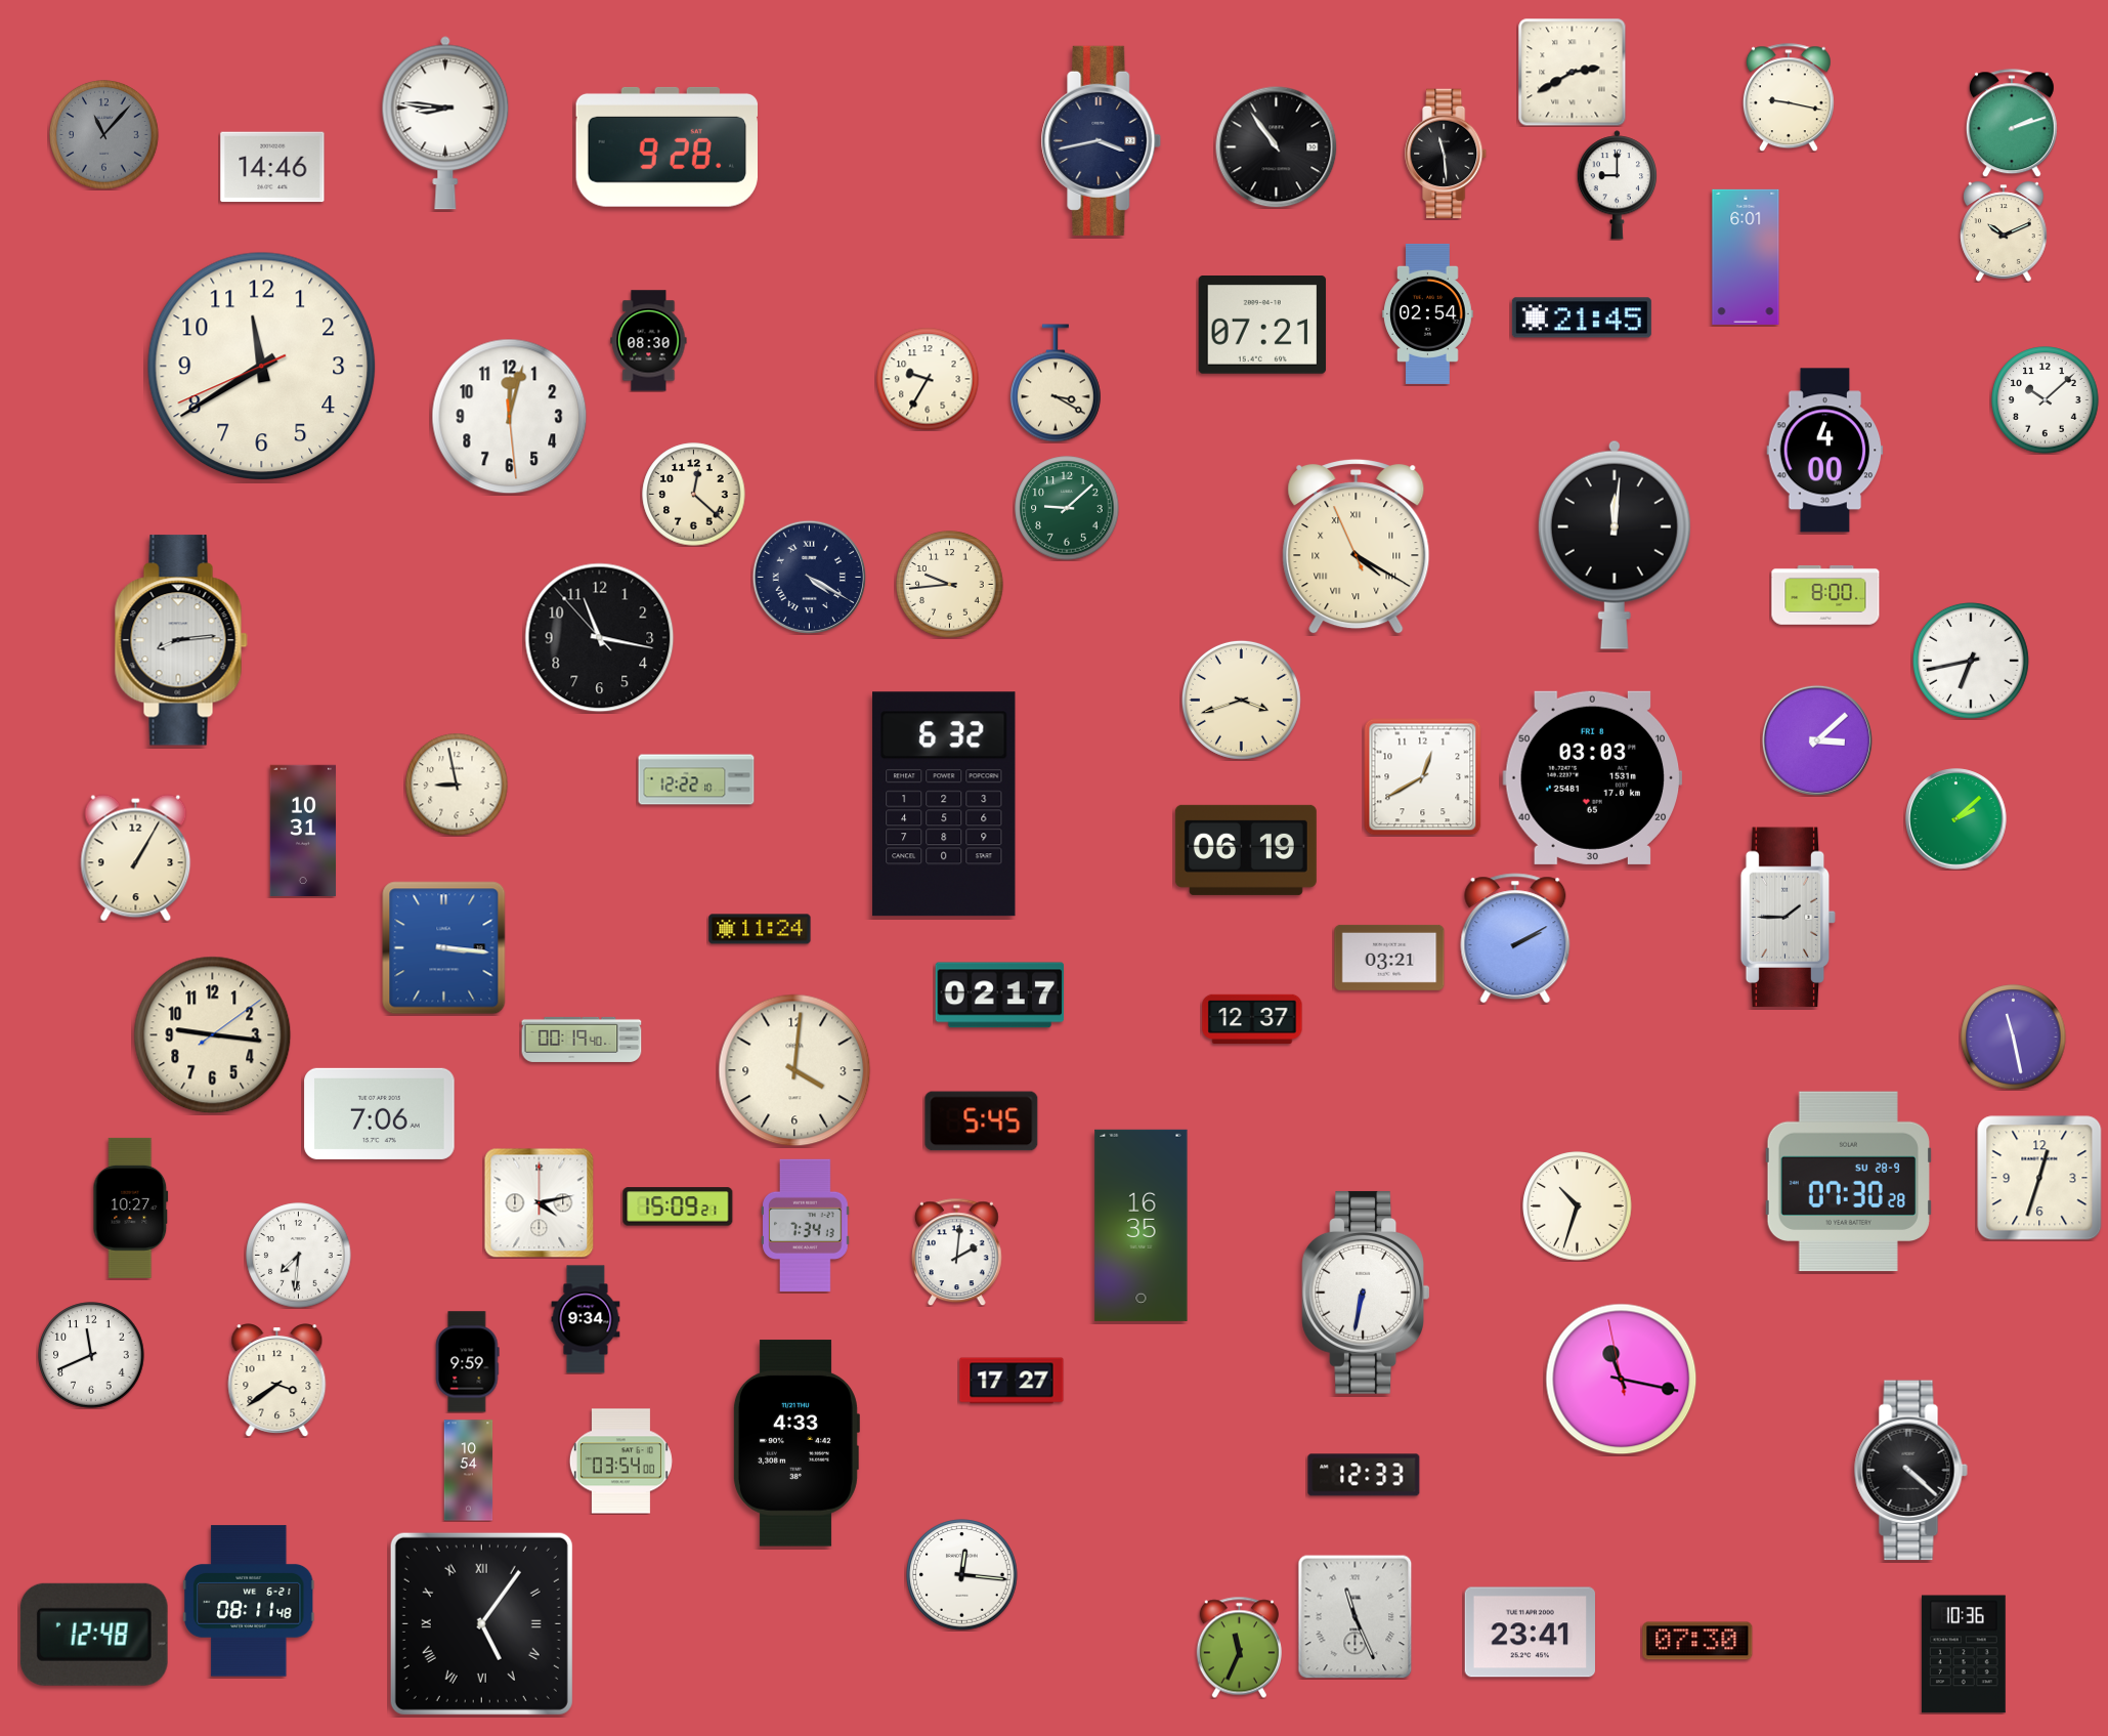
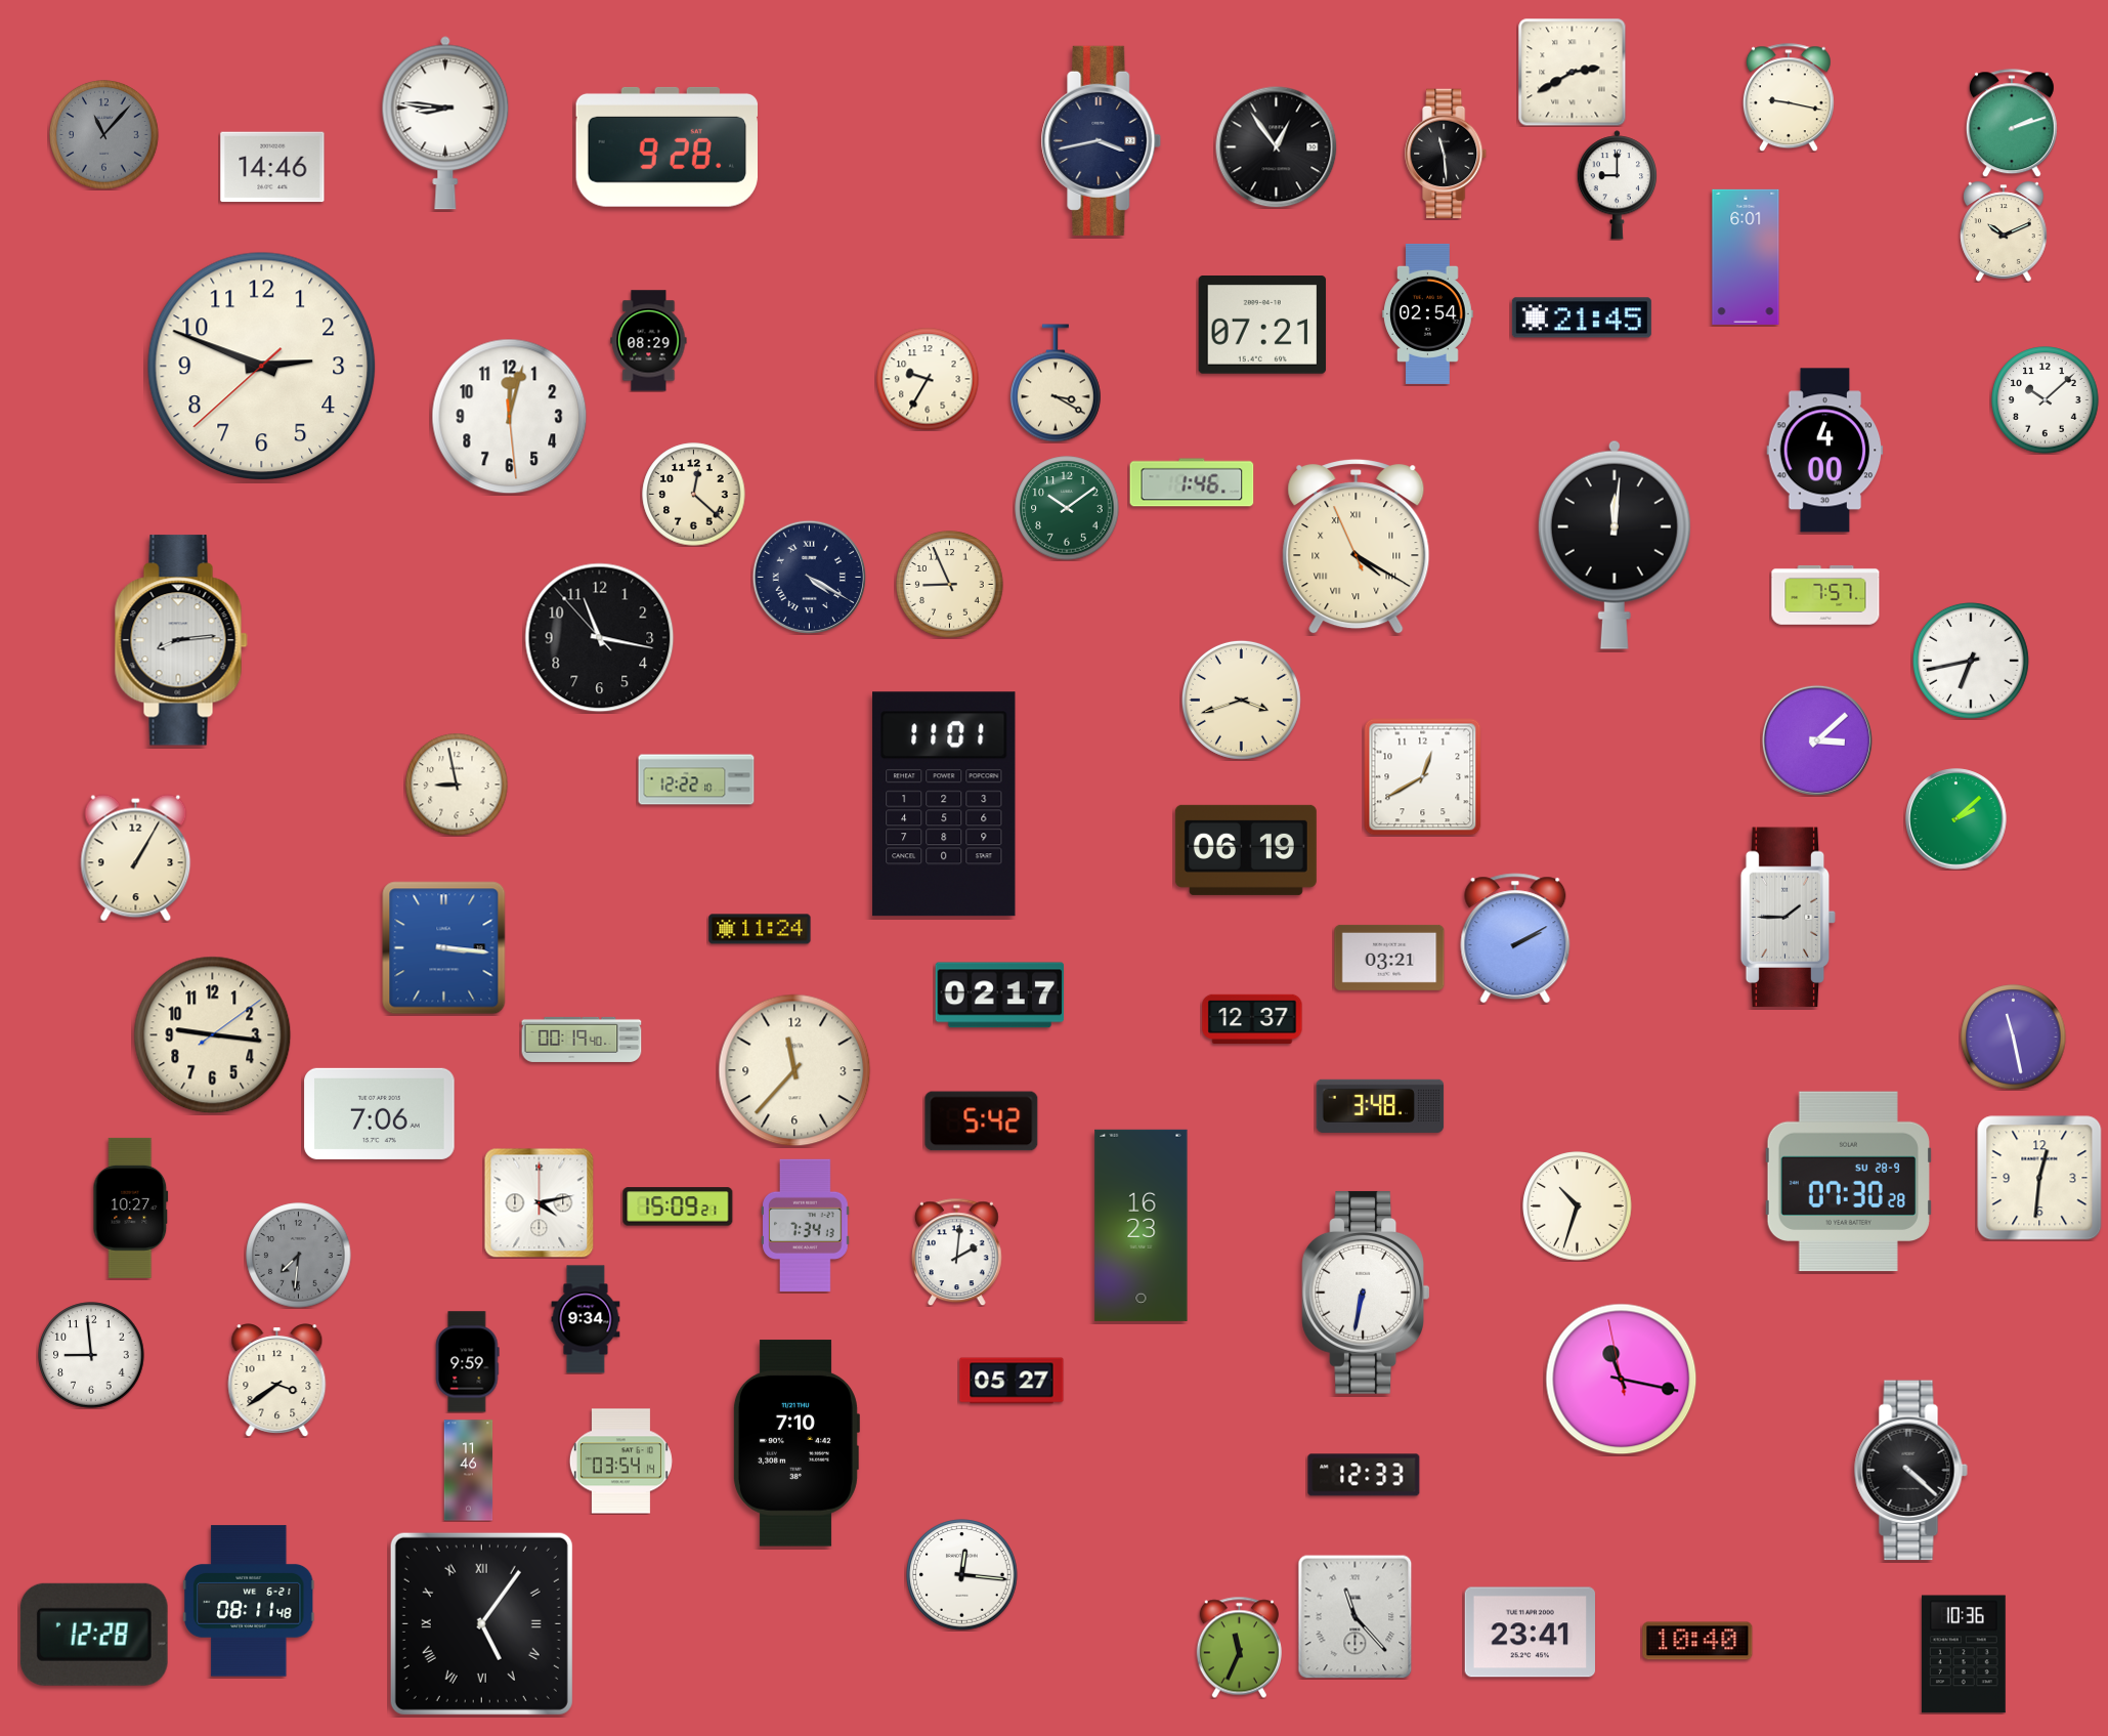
clock at (1277, 147): 10:54 -> 12:54
clock at (649, 341): 08:30 -> 08:29
clock at (262, 367): 11:39 -> 2:48
clock at (1192, 482): none -> 1:46
clock at (1067, 508): 9:08 -> 10:09
clock at (950, 585): 9:44 -> 8:56
clock at (1825, 595): 8:00 -> 7:57
clock at (1593, 777): 03:03 -> none
clock at (944, 804): 6:32 -> 11:01
clock at (302, 831): 10:31 -> none
clock at (794, 1070): 4:01 -> 11:37
clock at (1380, 1106): none -> 3:48
clock at (982, 1121): 5:45 -> 5:42
clock at (2039, 1178): 12:33 -> 12:31
clock at (1142, 1225): 16:35 -> 16:23
clock at (299, 1256) dial: white -> grey
clock at (91, 1355): 11:41 -> 8:59
clock at (1012, 1381): 17:27 -> 05:27
clock at (795, 1443): 4:33 -> 7:10
clock at (620, 1462): 03:54:00 -> 03:54:14
clock at (469, 1471): 10:54 -> 11:46
clock at (1356, 1617): 11:26 -> 11:23
clock at (94, 1635): 12:48 -> 12:28
clock at (1697, 1641): 07:30 -> 10:40
